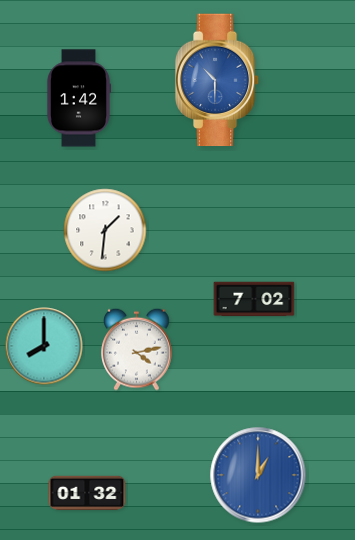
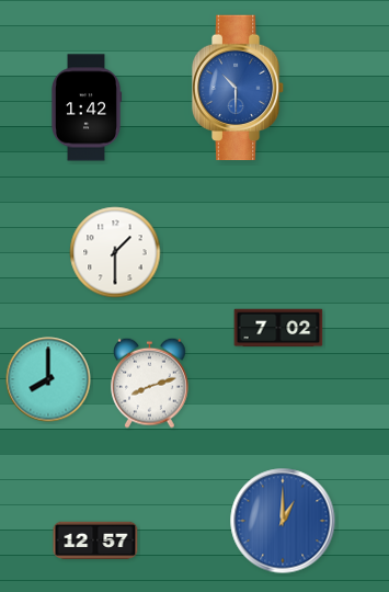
clock at (105, 230): 1:31 -> 1:30
clock at (137, 349): 4:13 -> 8:12
clock at (87, 493): 01:32 -> 12:57
